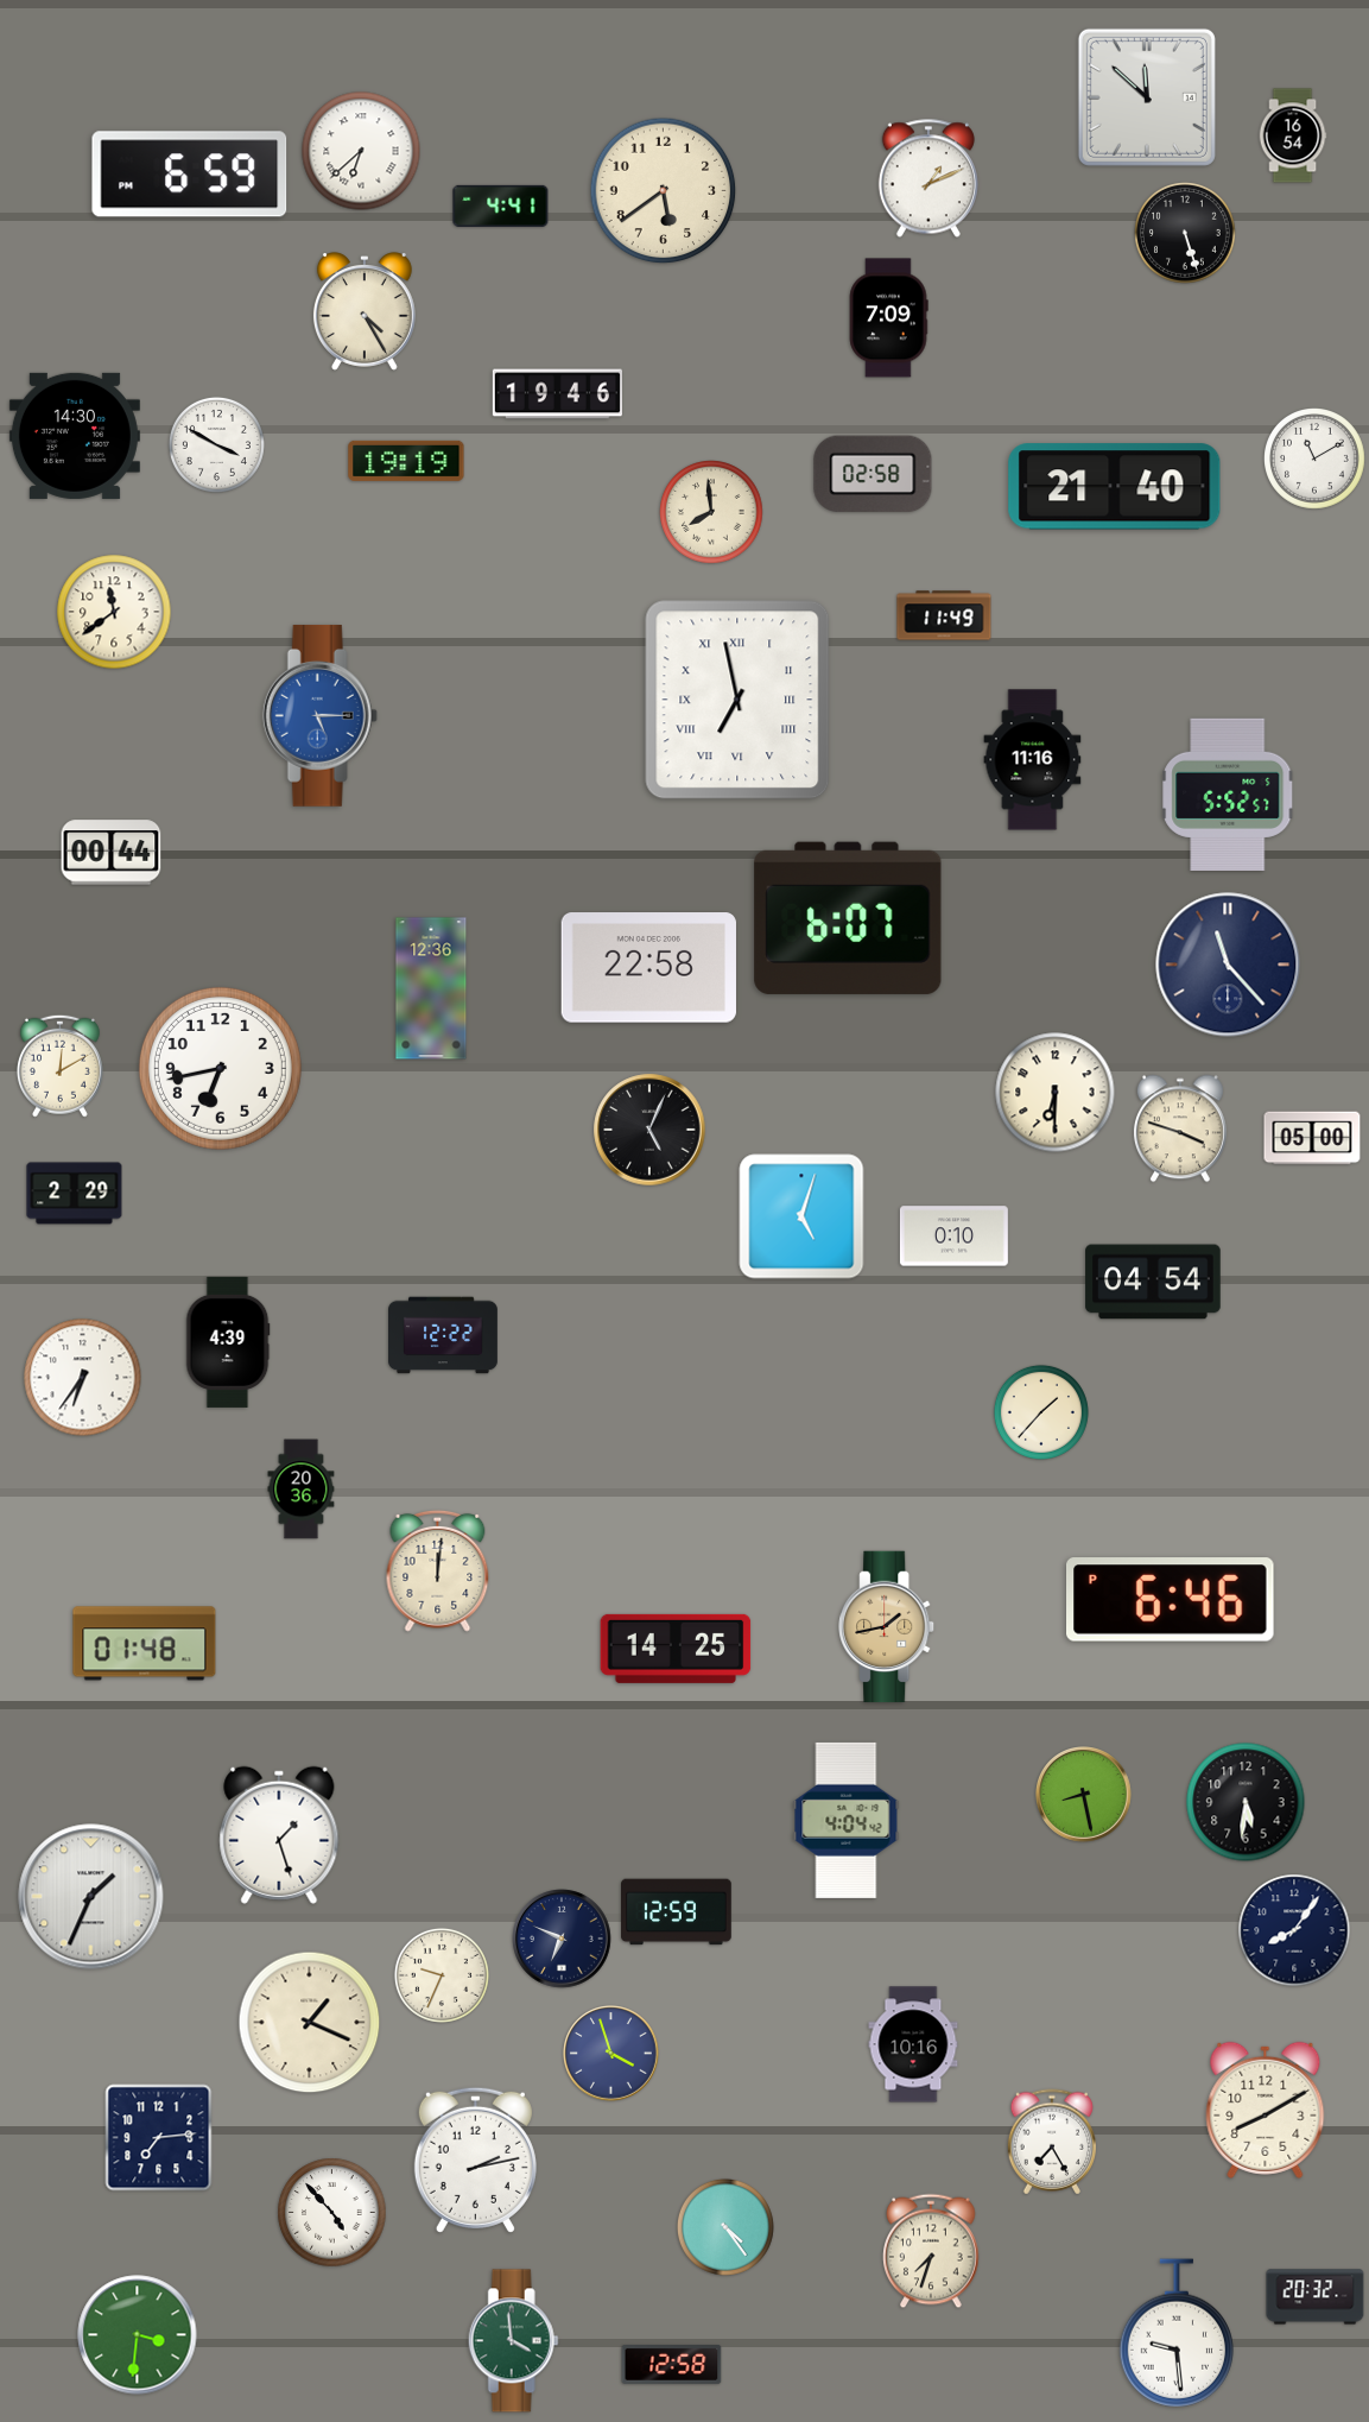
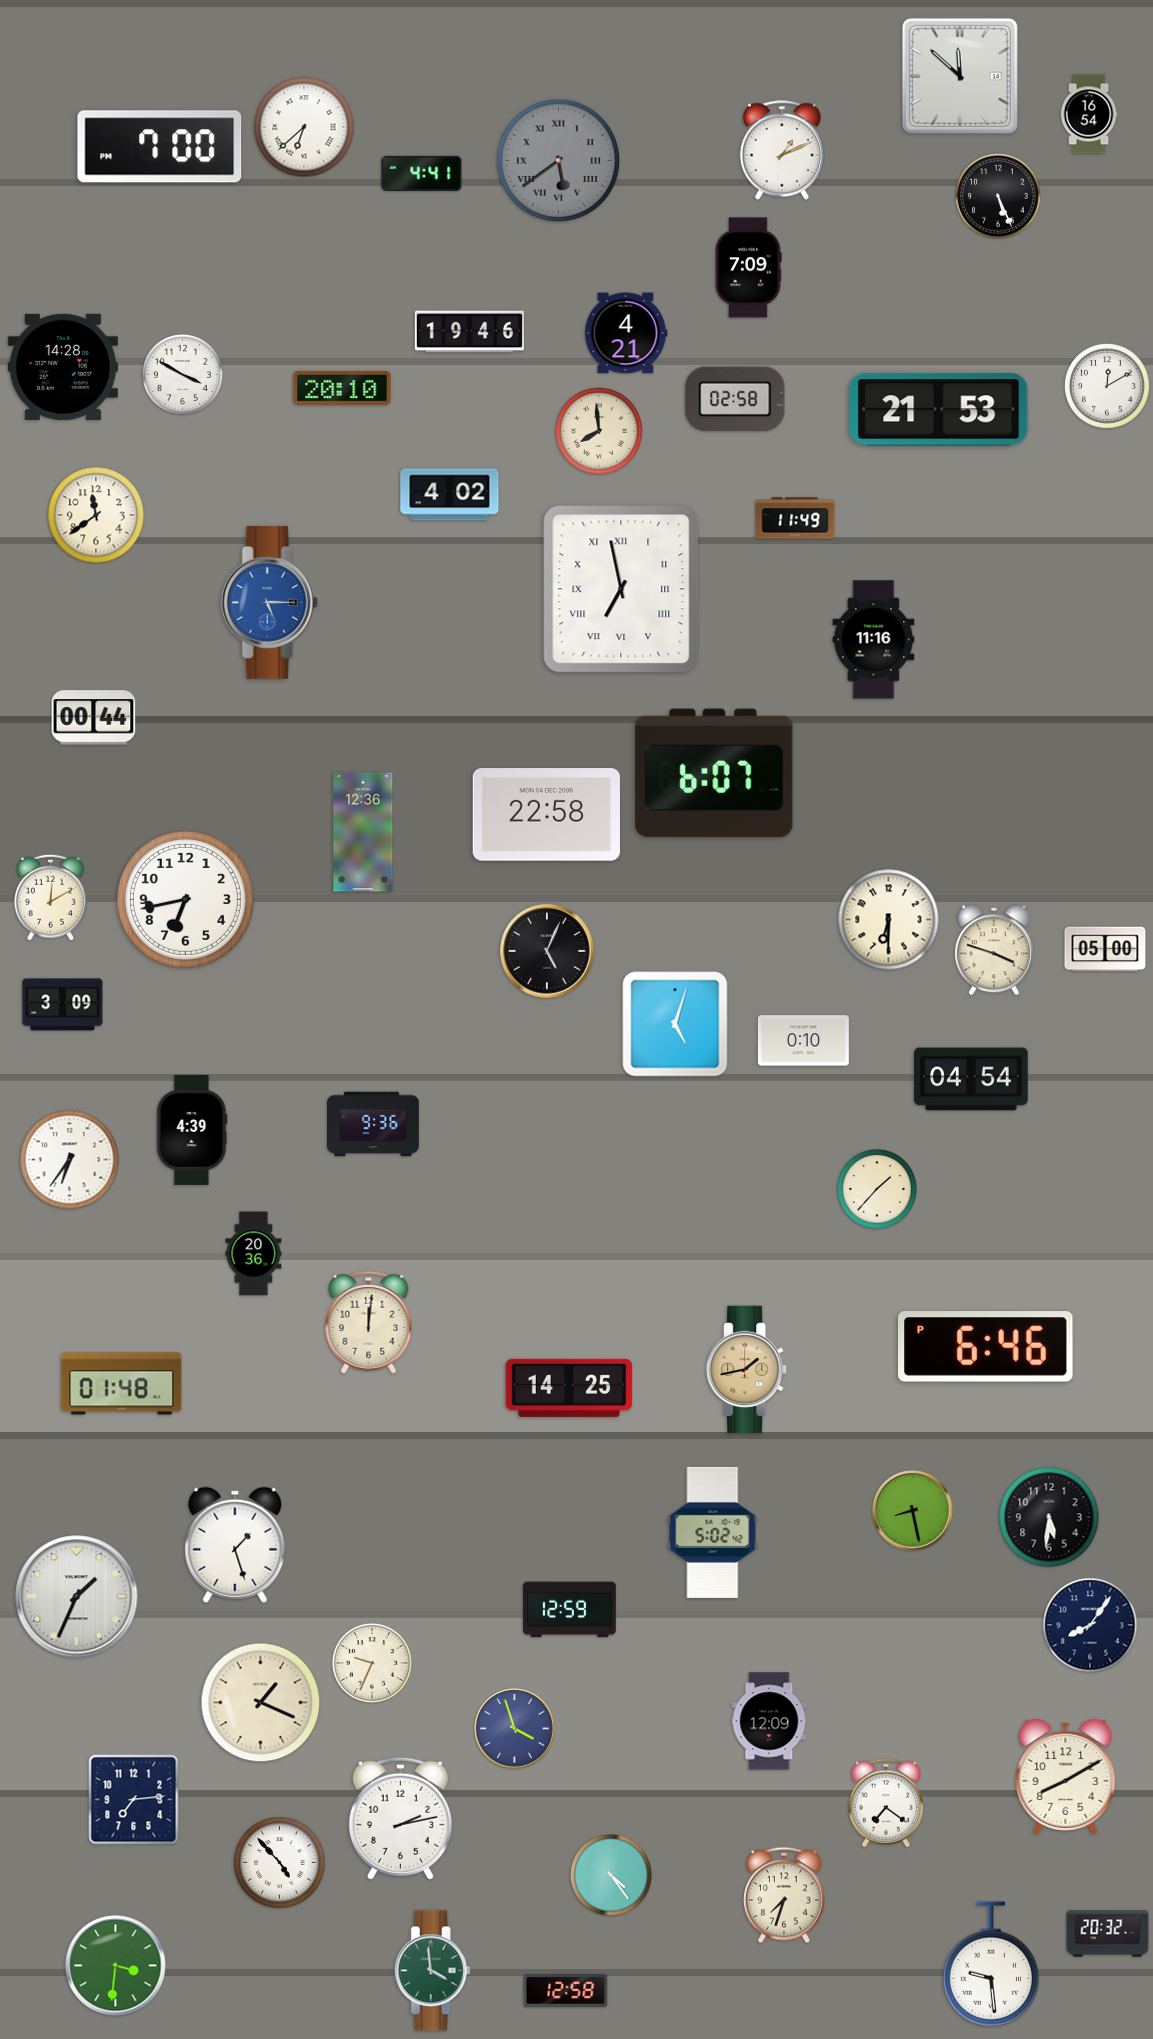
clock at (1147, 97) position: (1147, 97) -> (960, 76)
clock at (190, 175): 6:59 -> 7:00
clock at (664, 191) dial: cream -> grey
clock at (664, 191) numerals: Arabic -> Roman
clock at (1186, 234): 5:27 -> 5:26
clock at (365, 311): 4:25 -> none
clock at (626, 333): none -> 4:21
clock at (75, 436): 14:30 -> 14:28
clock at (1316, 460): 11:10 -> 12:10
clock at (406, 461): 19:19 -> 20:10
clock at (1115, 487): 21:40 -> 21:53
clock at (450, 495): none -> 4:02
clock at (1033, 760) position: (1033, 760) -> (874, 640)
clock at (1228, 795): 5:52 -> none
clock at (1228, 965): 11:23 -> none
clock at (1312, 1138) position: (1312, 1138) -> (1105, 949)
clock at (75, 1194): 2:29 -> 3:09
clock at (443, 1335): 12:22 -> 9:36
clock at (847, 1820): 4:04 -> 5:02
clock at (562, 1939): 6:49 -> none
clock at (913, 2044): 10:16 -> 12:09
clock at (1051, 2142): 7:25 -> 7:21
